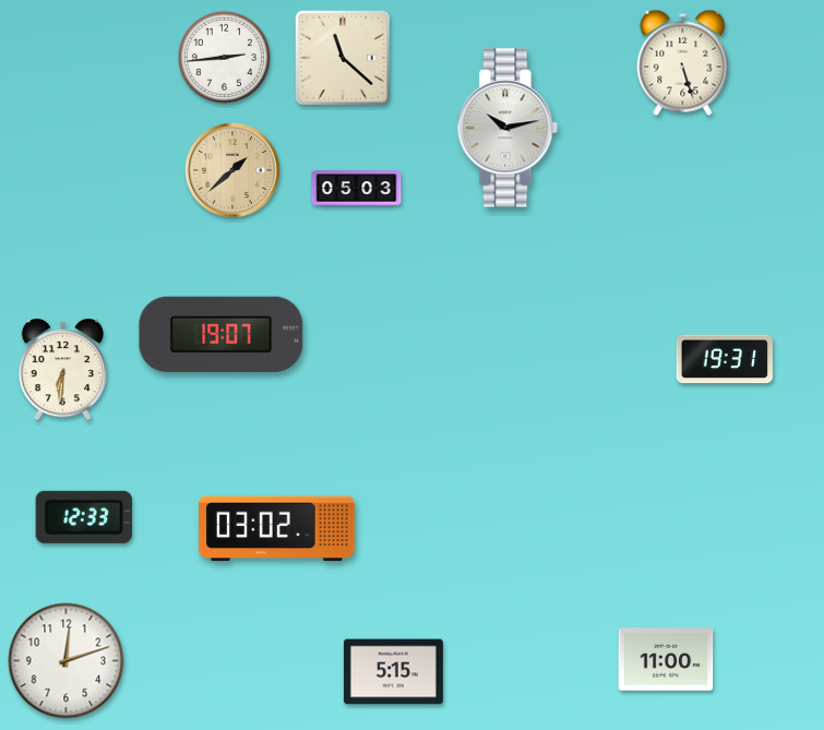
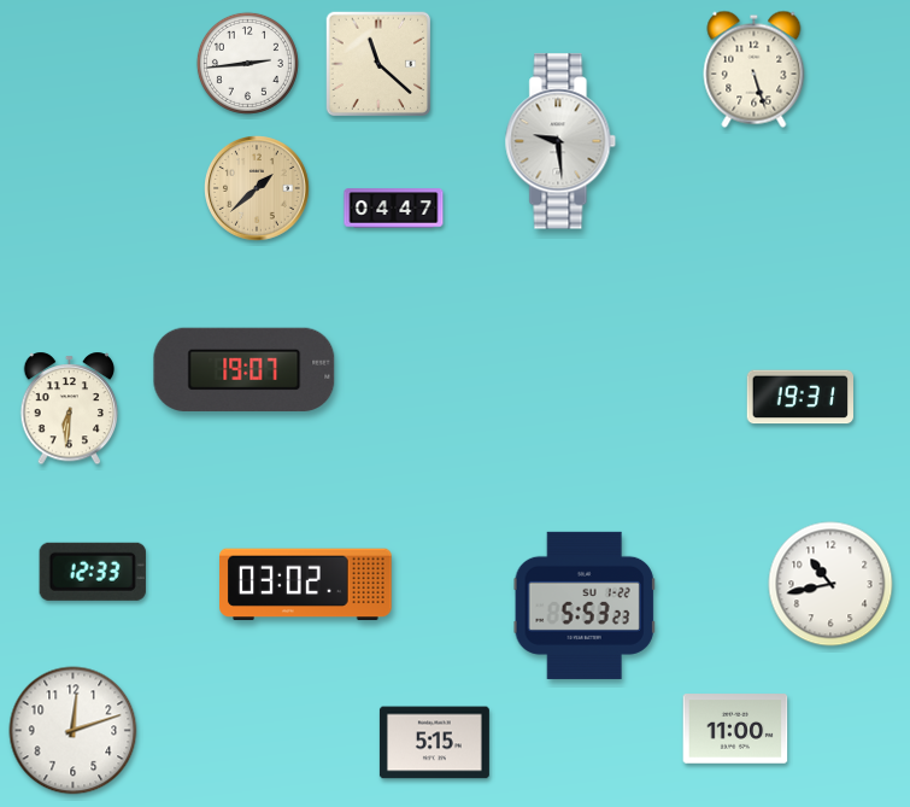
clock at (507, 128): 10:13 -> 9:29
clock at (357, 189): 05:03 -> 04:47
clock at (830, 584): none -> 10:43
clock at (585, 606): none -> 5:53
